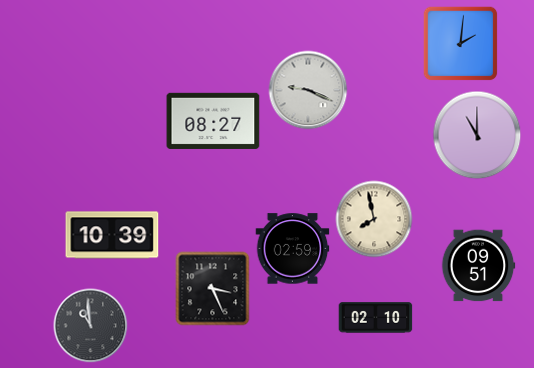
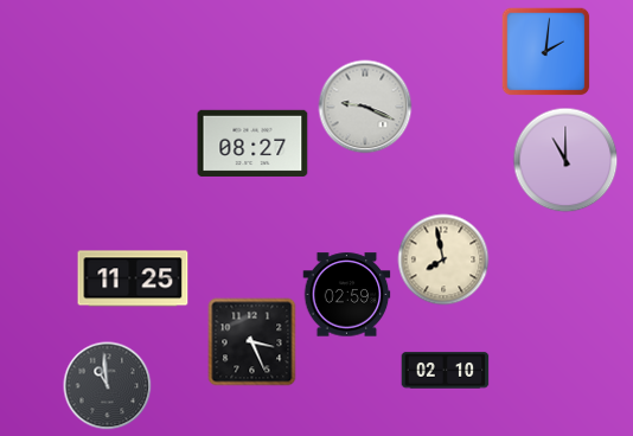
clock at (112, 235): 10:39 -> 11:25
clock at (478, 266): 09:51 -> none
clock at (376, 318) position: (376, 318) -> (446, 371)
